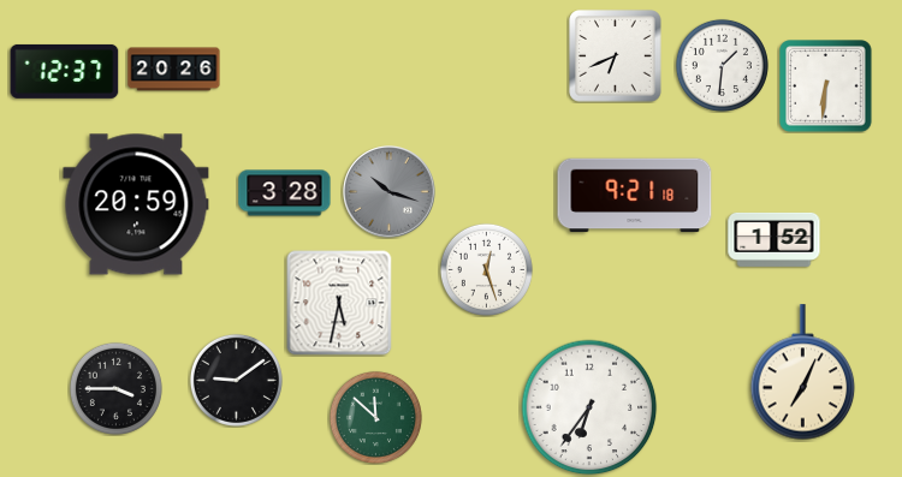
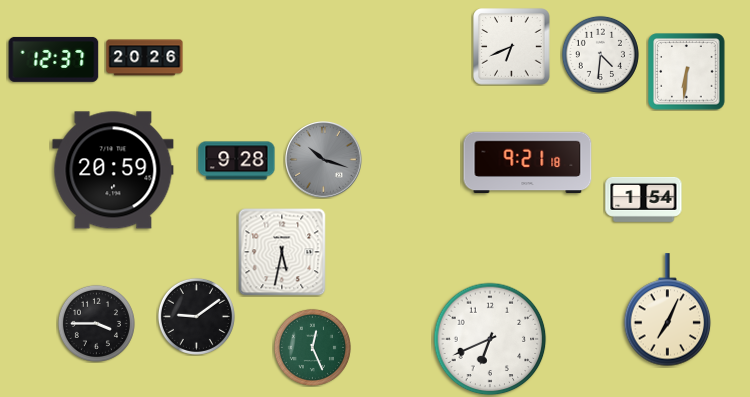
clock at (722, 65): 1:31 -> 4:31
clock at (285, 193): 3:28 -> 9:28
clock at (775, 239): 1:52 -> 1:54
clock at (486, 269): 12:27 -> none
clock at (589, 407): 6:36 -> 6:41
clock at (375, 417): 11:52 -> 12:26
